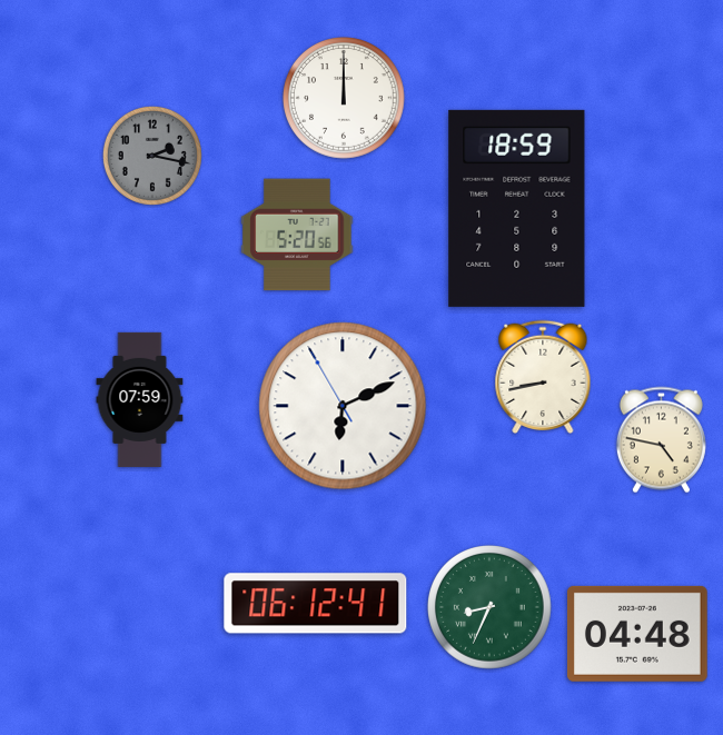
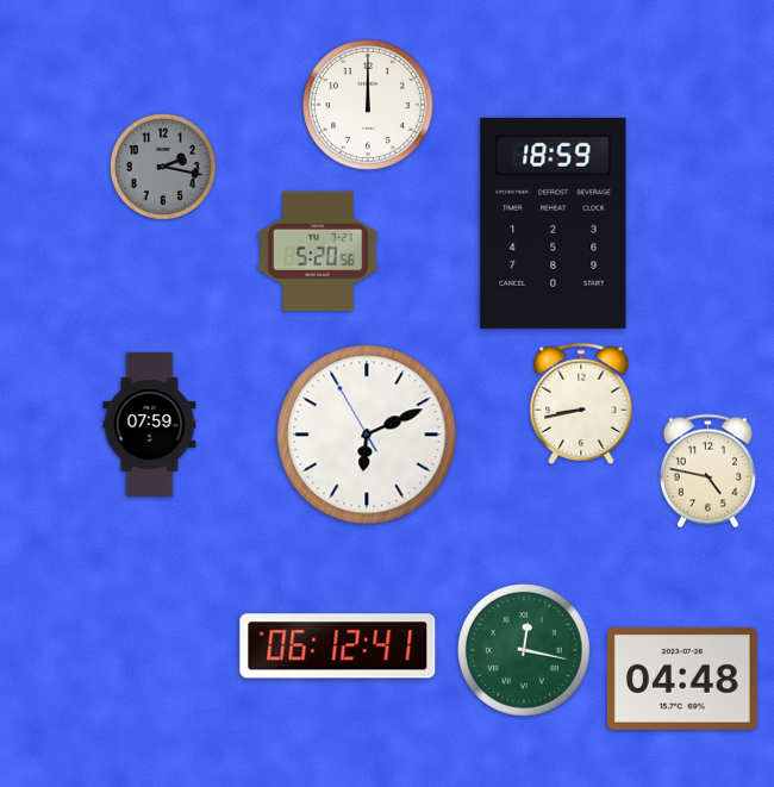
clock at (140, 399) position: (140, 399) -> (150, 424)
clock at (491, 608): 8:34 -> 12:17
